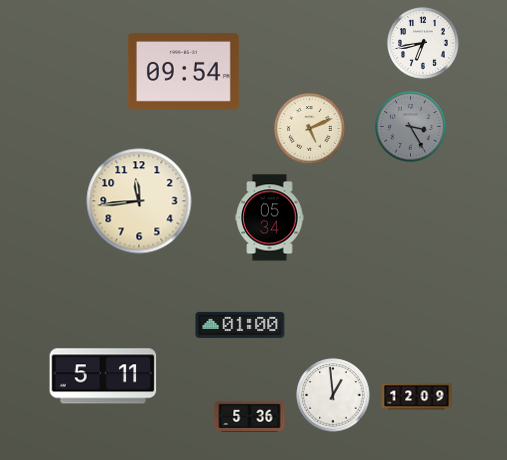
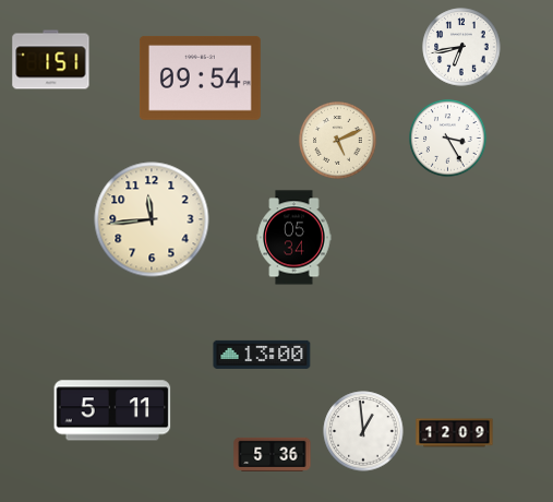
clock at (51, 60): none -> 1:51
clock at (411, 127) dial: grey -> white
clock at (240, 325): 01:00 -> 13:00
